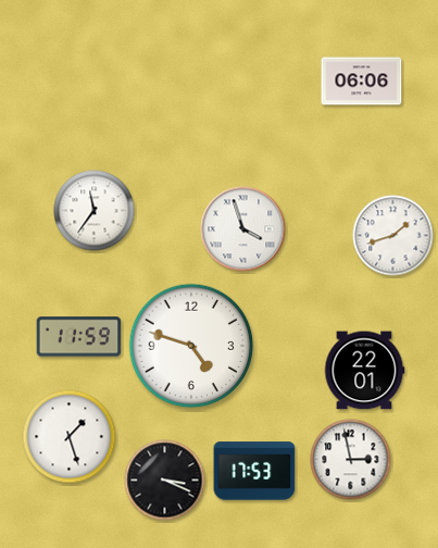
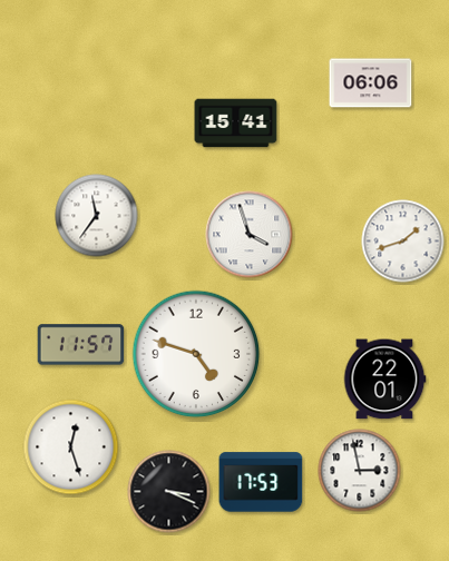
clock at (236, 124): none -> 15:41
clock at (79, 337): 11:59 -> 11:57
clock at (364, 371) position: (364, 371) -> (384, 380)
clock at (70, 437): 1:27 -> 12:27
